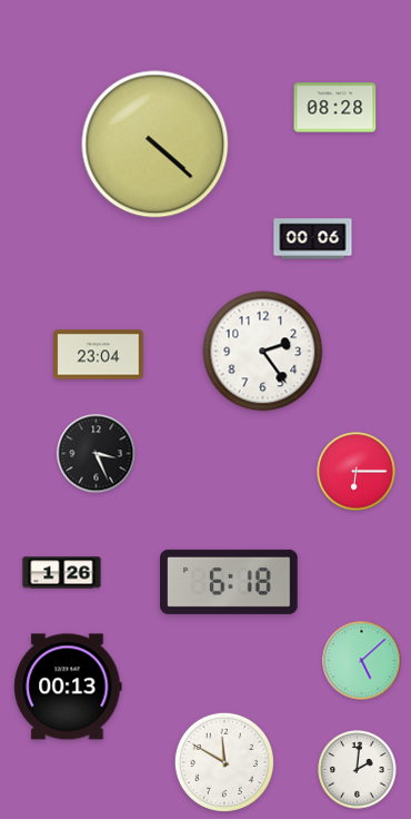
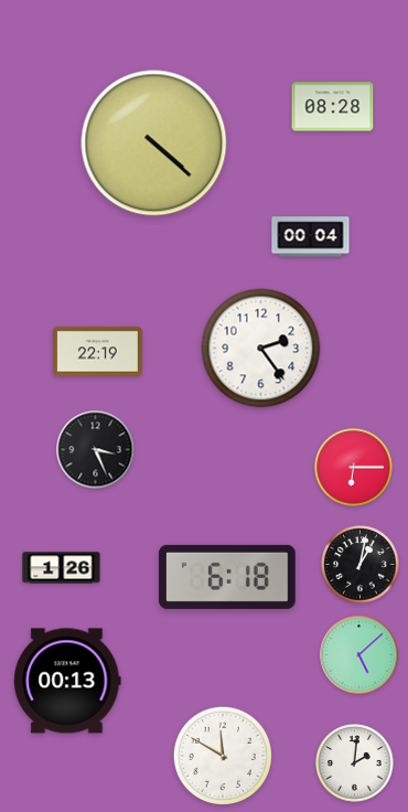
clock at (313, 239): 00:06 -> 00:04
clock at (99, 355): 23:04 -> 22:19
clock at (361, 565): none -> 1:02
